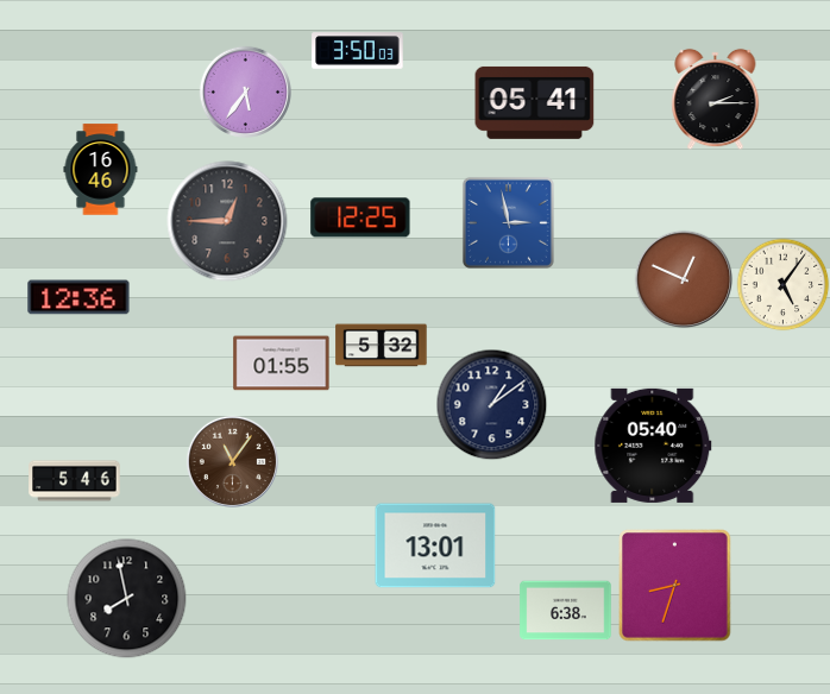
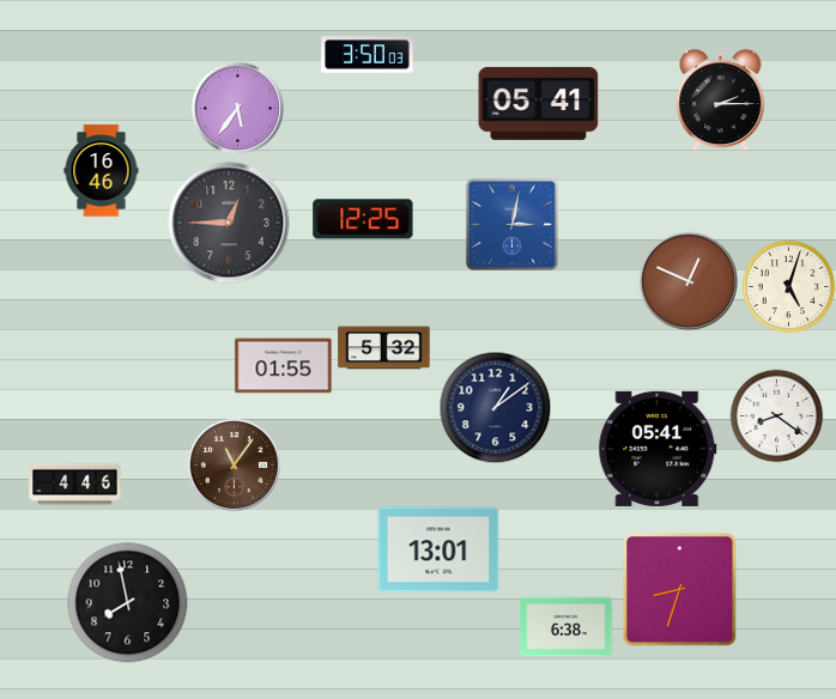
clock at (358, 51) position: (358, 51) -> (368, 55)
clock at (245, 92) position: (245, 92) -> (237, 108)
clock at (508, 222): 2:58 -> 3:02
clock at (782, 284): 5:06 -> 5:03
clock at (78, 297): 12:36 -> none
clock at (776, 415): none -> 8:21
clock at (653, 446): 05:40 -> 05:41
clock at (75, 481): 5:46 -> 4:46
clock at (566, 611) position: (566, 611) -> (567, 627)
